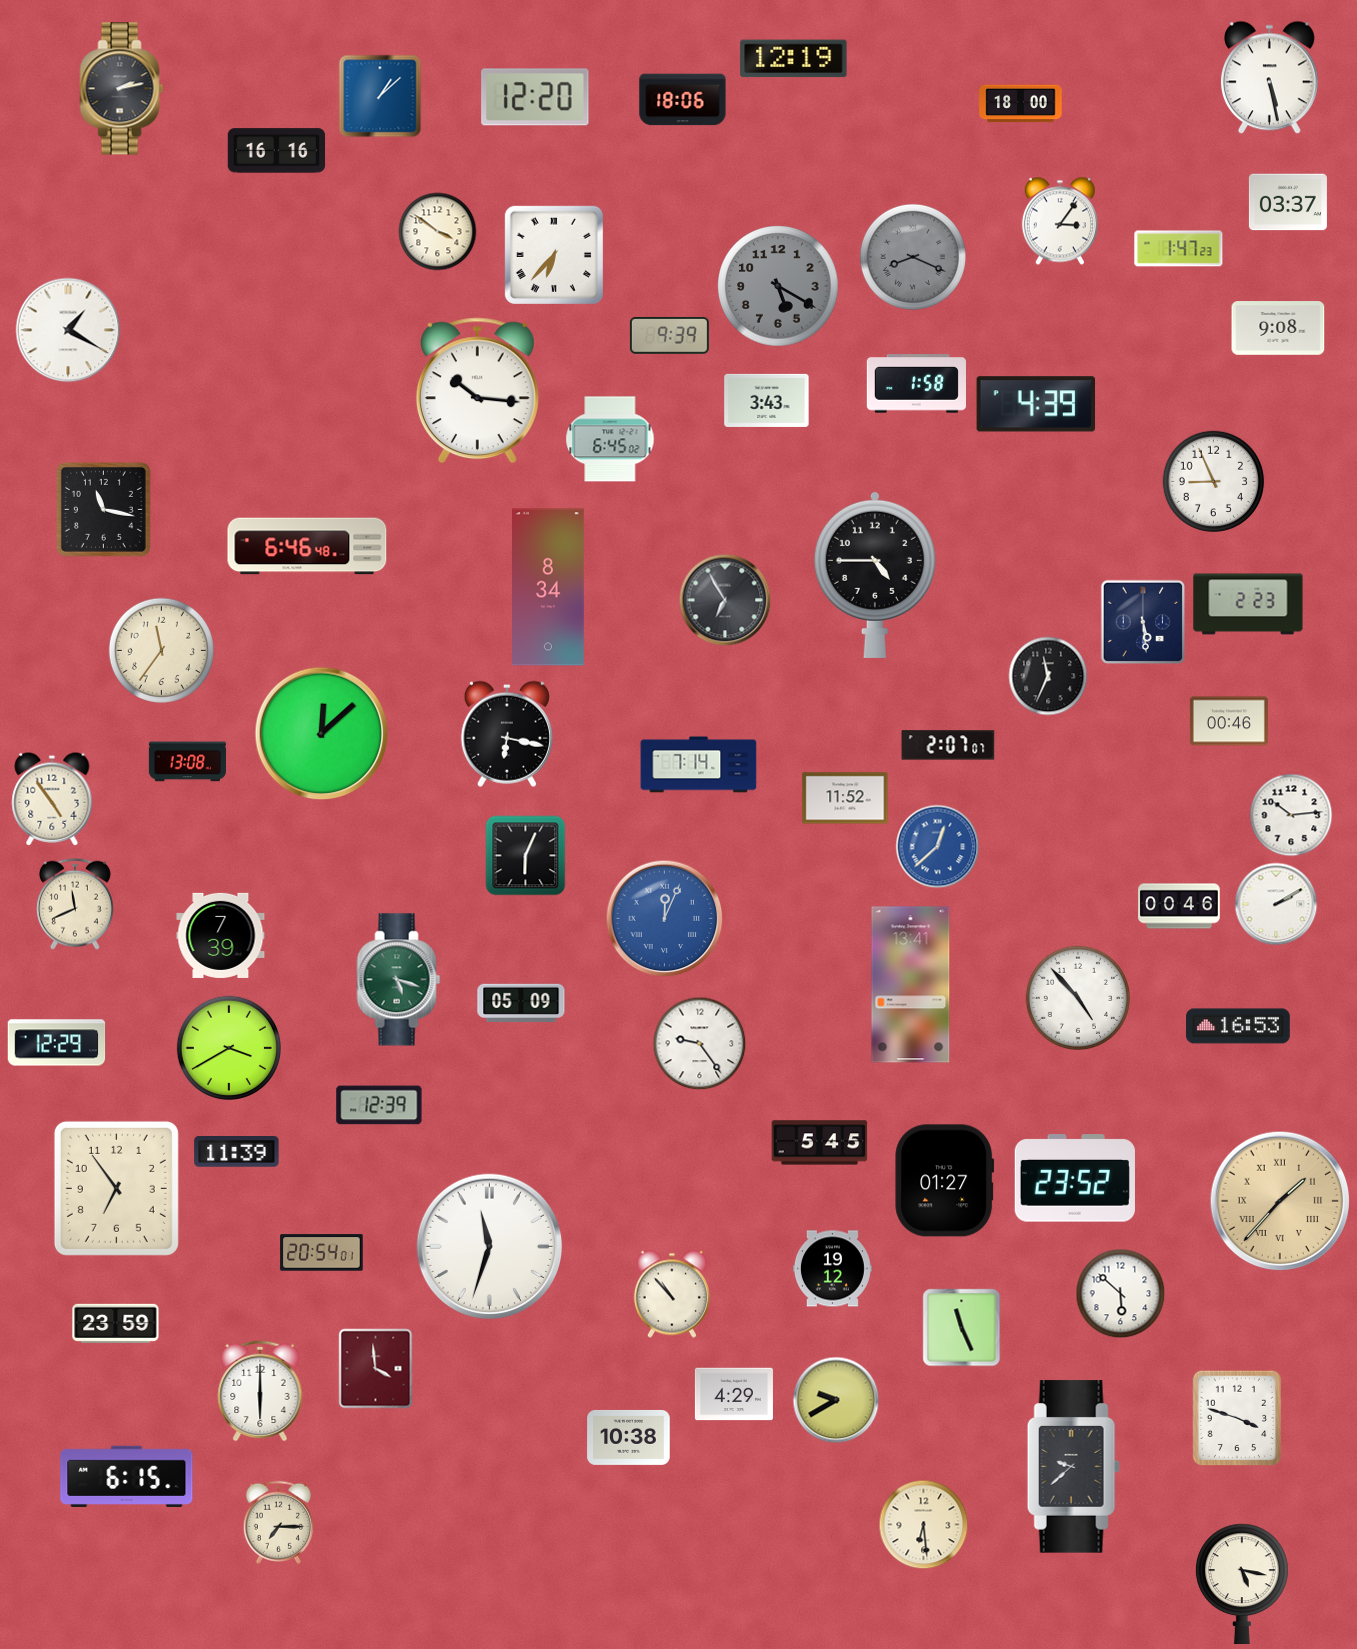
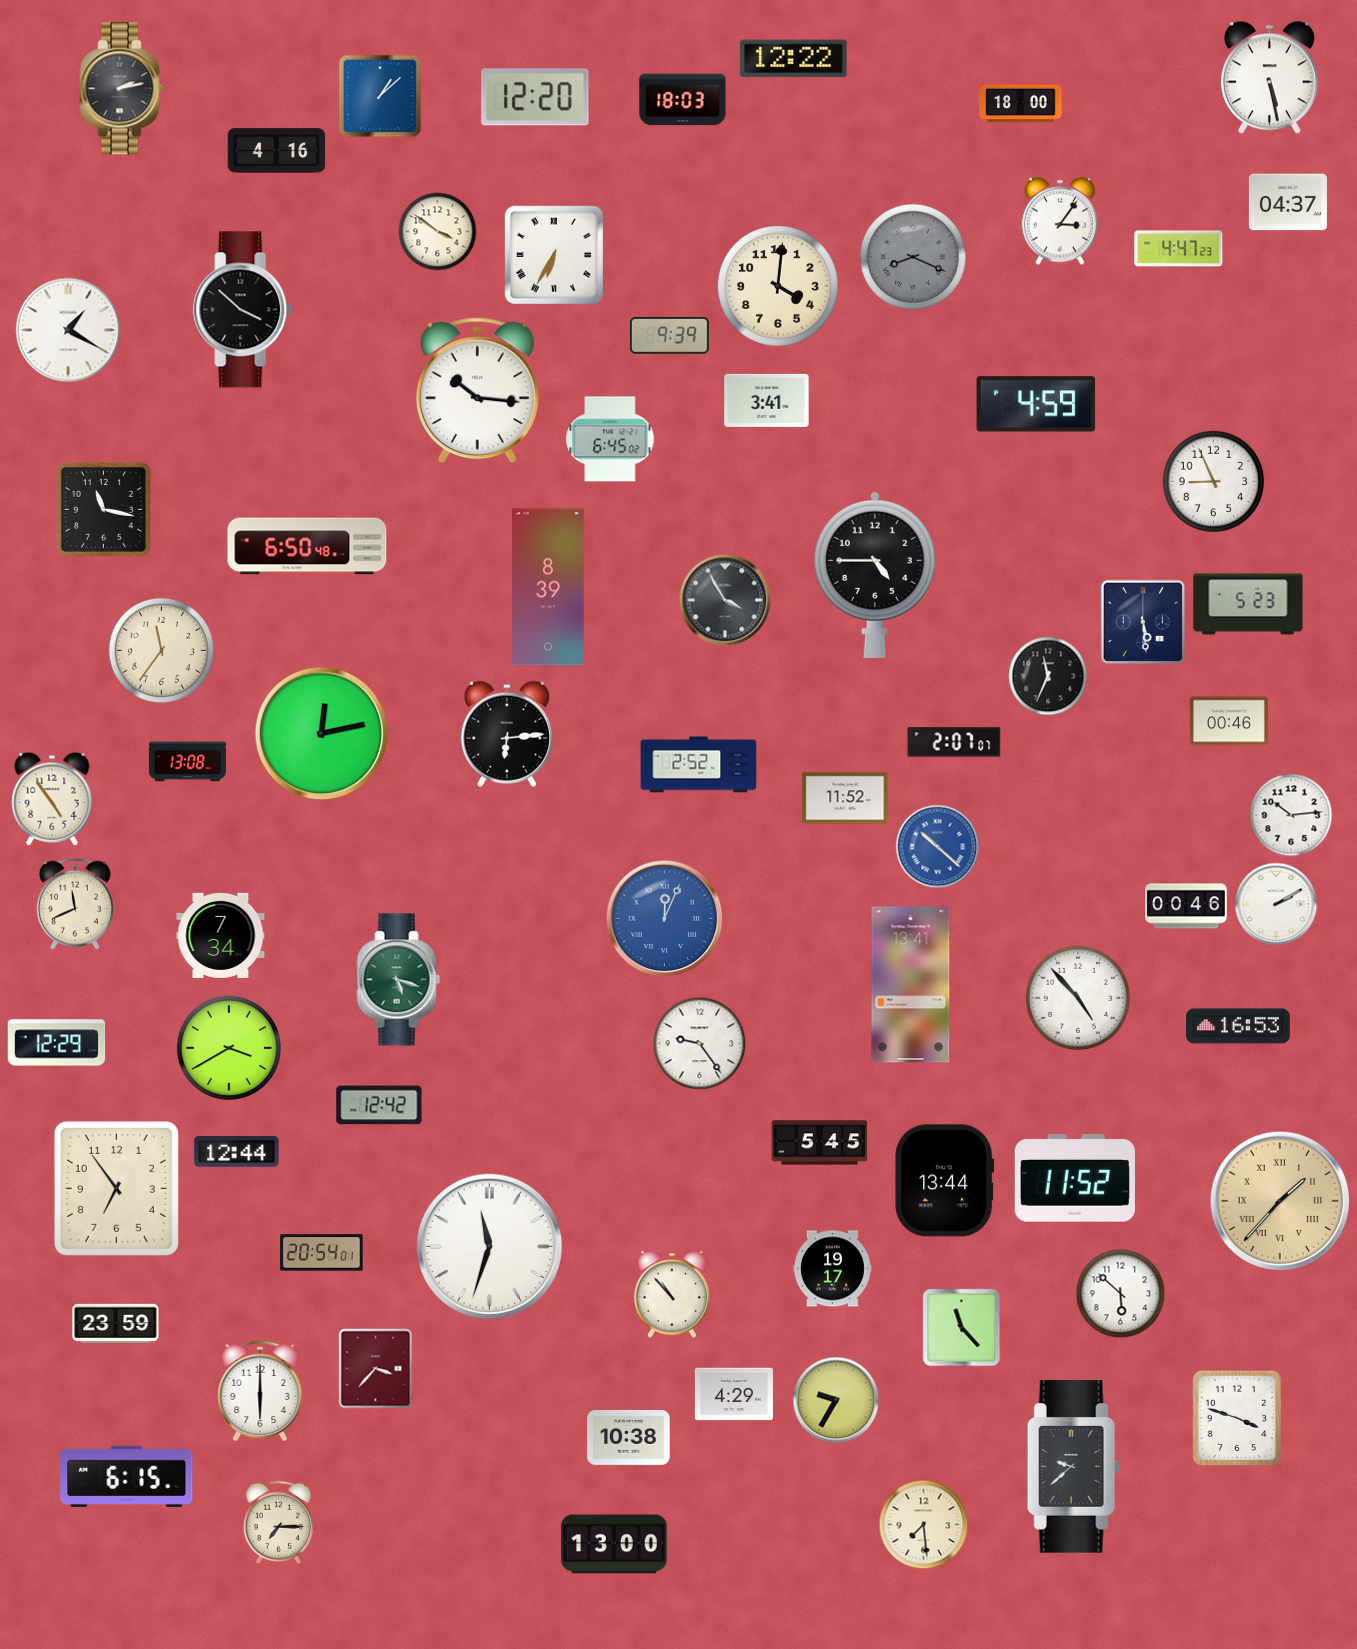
clock at (794, 59): 12:19 -> 12:22
clock at (683, 100): 18:06 -> 18:03
clock at (277, 151): 16:16 -> 4:16
clock at (1288, 202): 03:37 -> 04:37
clock at (1179, 249): 1:47 -> 4:47
clock at (554, 255): 6:37 -> 6:35
clock at (779, 287): 5:20 -> 4:01
clock at (779, 287) dial: grey -> cream
clock at (243, 310): none -> 3:52
clock at (1278, 328): 9:08 -> none
clock at (916, 384): 1:58 -> none
clock at (767, 400): 3:43 -> 3:41
clock at (1036, 404): 4:39 -> 4:59
clock at (307, 546): 6:46 -> 6:50
clock at (549, 587): 8:34 -> 8:39
clock at (725, 600): 6:55 -> 3:55
clock at (1248, 604): 2:23 -> 5:23
clock at (322, 734): 12:08 -> 12:13
clock at (507, 734): 6:17 -> 6:14
clock at (948, 745) position: (948, 745) -> (954, 742)
clock at (699, 765): 7:14 -> 2:52
clock at (938, 847): 12:38 -> 10:22
clock at (526, 856): 6:04 -> none
clock at (1179, 906) position: (1179, 906) -> (1186, 906)
clock at (221, 935): 7:39 -> 7:34
clock at (521, 1002): 05:09 -> none
clock at (379, 1105): 12:39 -> 12:42
clock at (237, 1152): 11:39 -> 12:44
clock at (1075, 1178): 23:52 -> 11:52
clock at (945, 1181): 01:27 -> 13:44
clock at (832, 1269): 19:12 -> 19:17
clock at (962, 1328): 11:26 -> 11:23
clock at (376, 1369): 3:59 -> 3:37
clock at (836, 1400): 9:40 -> 9:35
clock at (924, 1525): 6:29 -> 7:29
clock at (614, 1544): none -> 13:00
clock at (1242, 1583): 5:17 -> none
